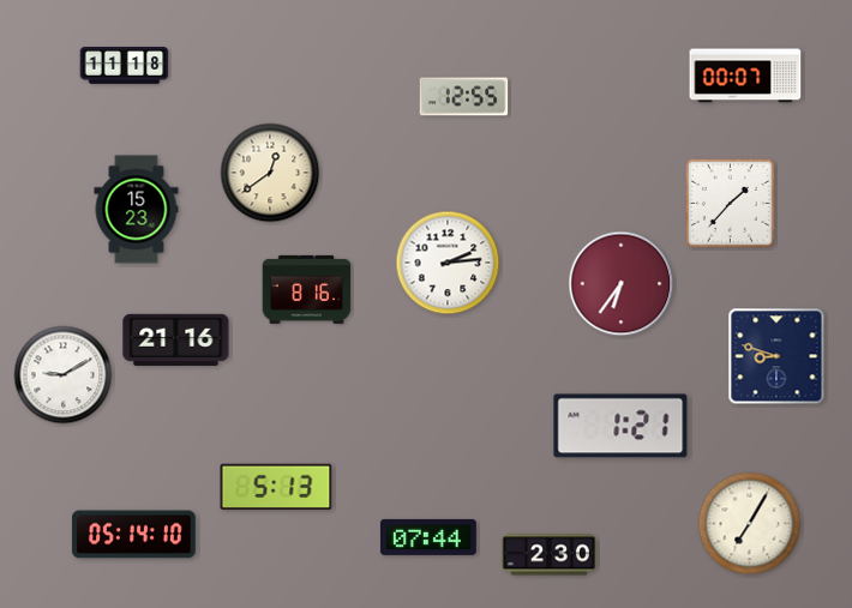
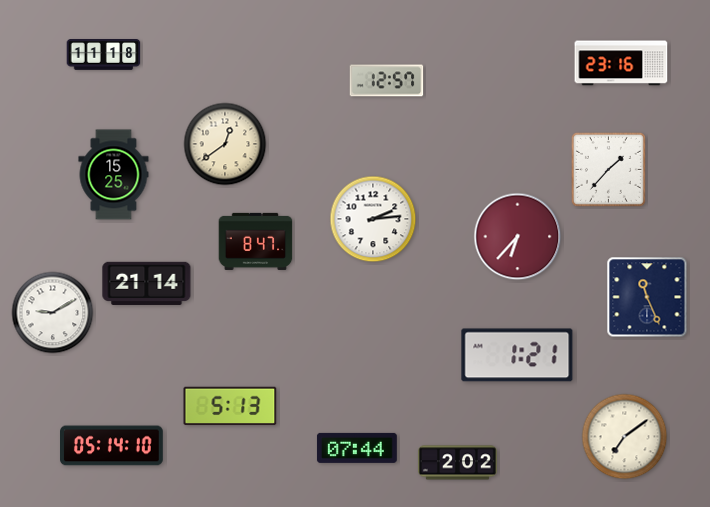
clock at (745, 76): 00:07 -> 23:16
clock at (464, 97): 12:55 -> 12:57
clock at (137, 210): 15:23 -> 15:25
clock at (622, 284): 6:36 -> 6:37
clock at (307, 289): 8:16 -> 8:47
clock at (176, 339): 21:16 -> 21:14
clock at (776, 356): 8:48 -> 11:26
clock at (750, 524): 7:05 -> 7:09
clock at (548, 555): 2:30 -> 2:02
